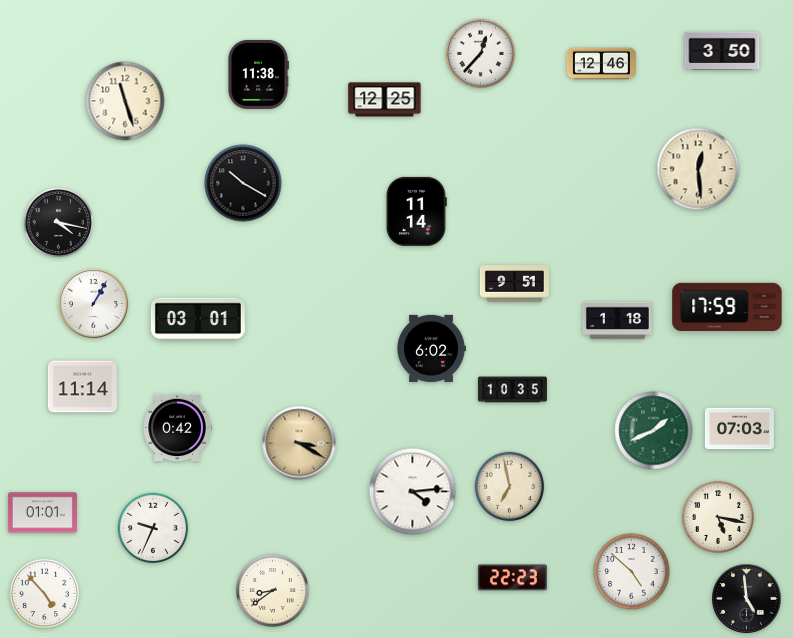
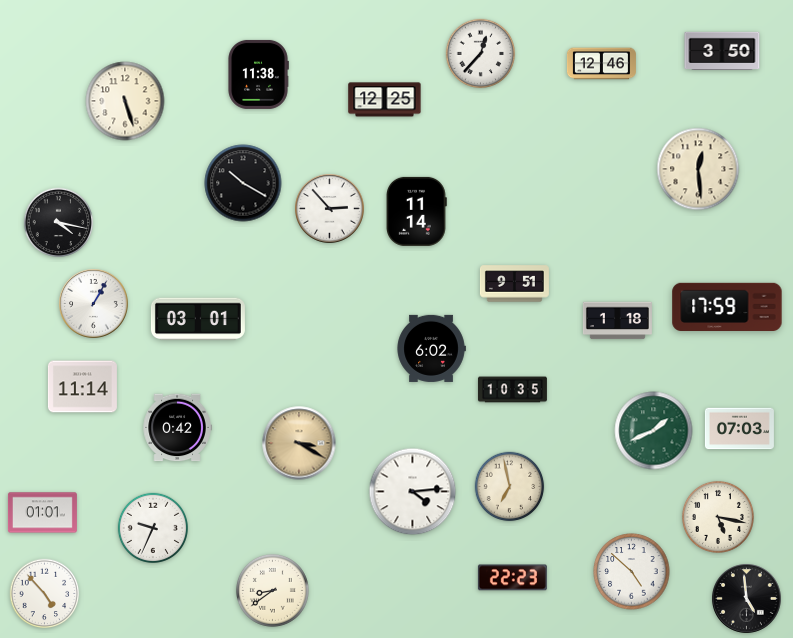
clock at (125, 101): 11:27 -> 5:27
clock at (330, 209): none -> 2:53
